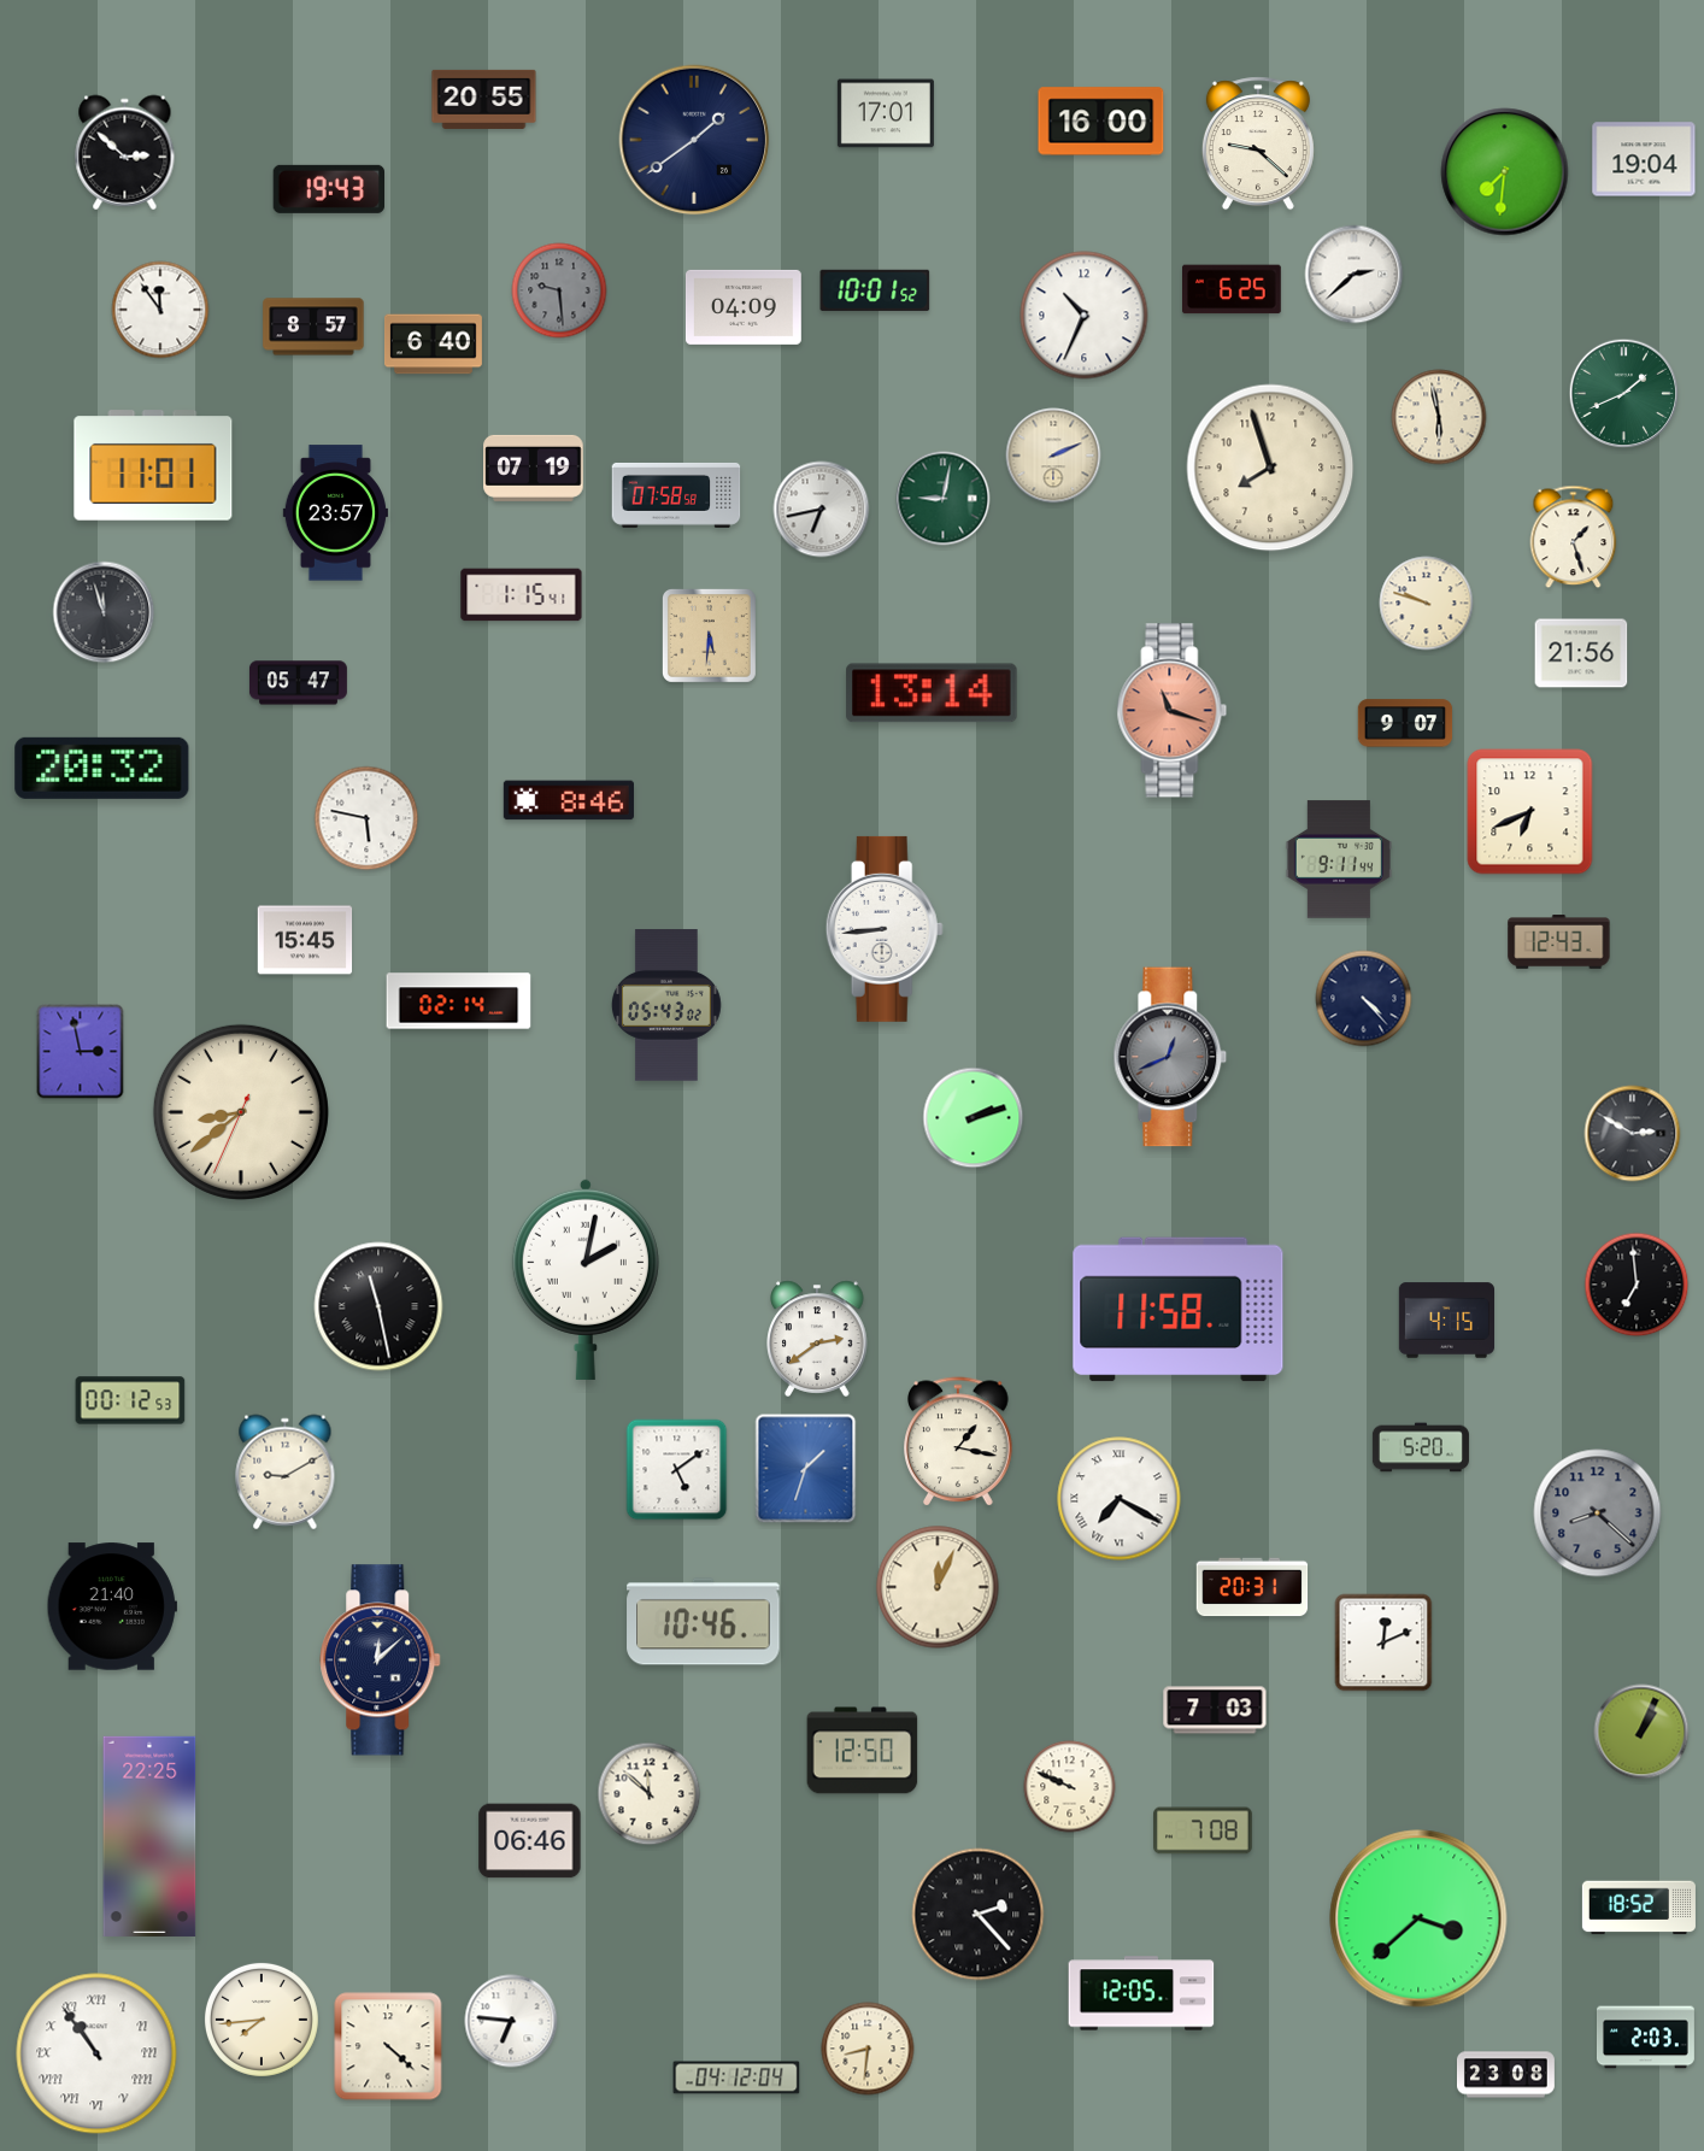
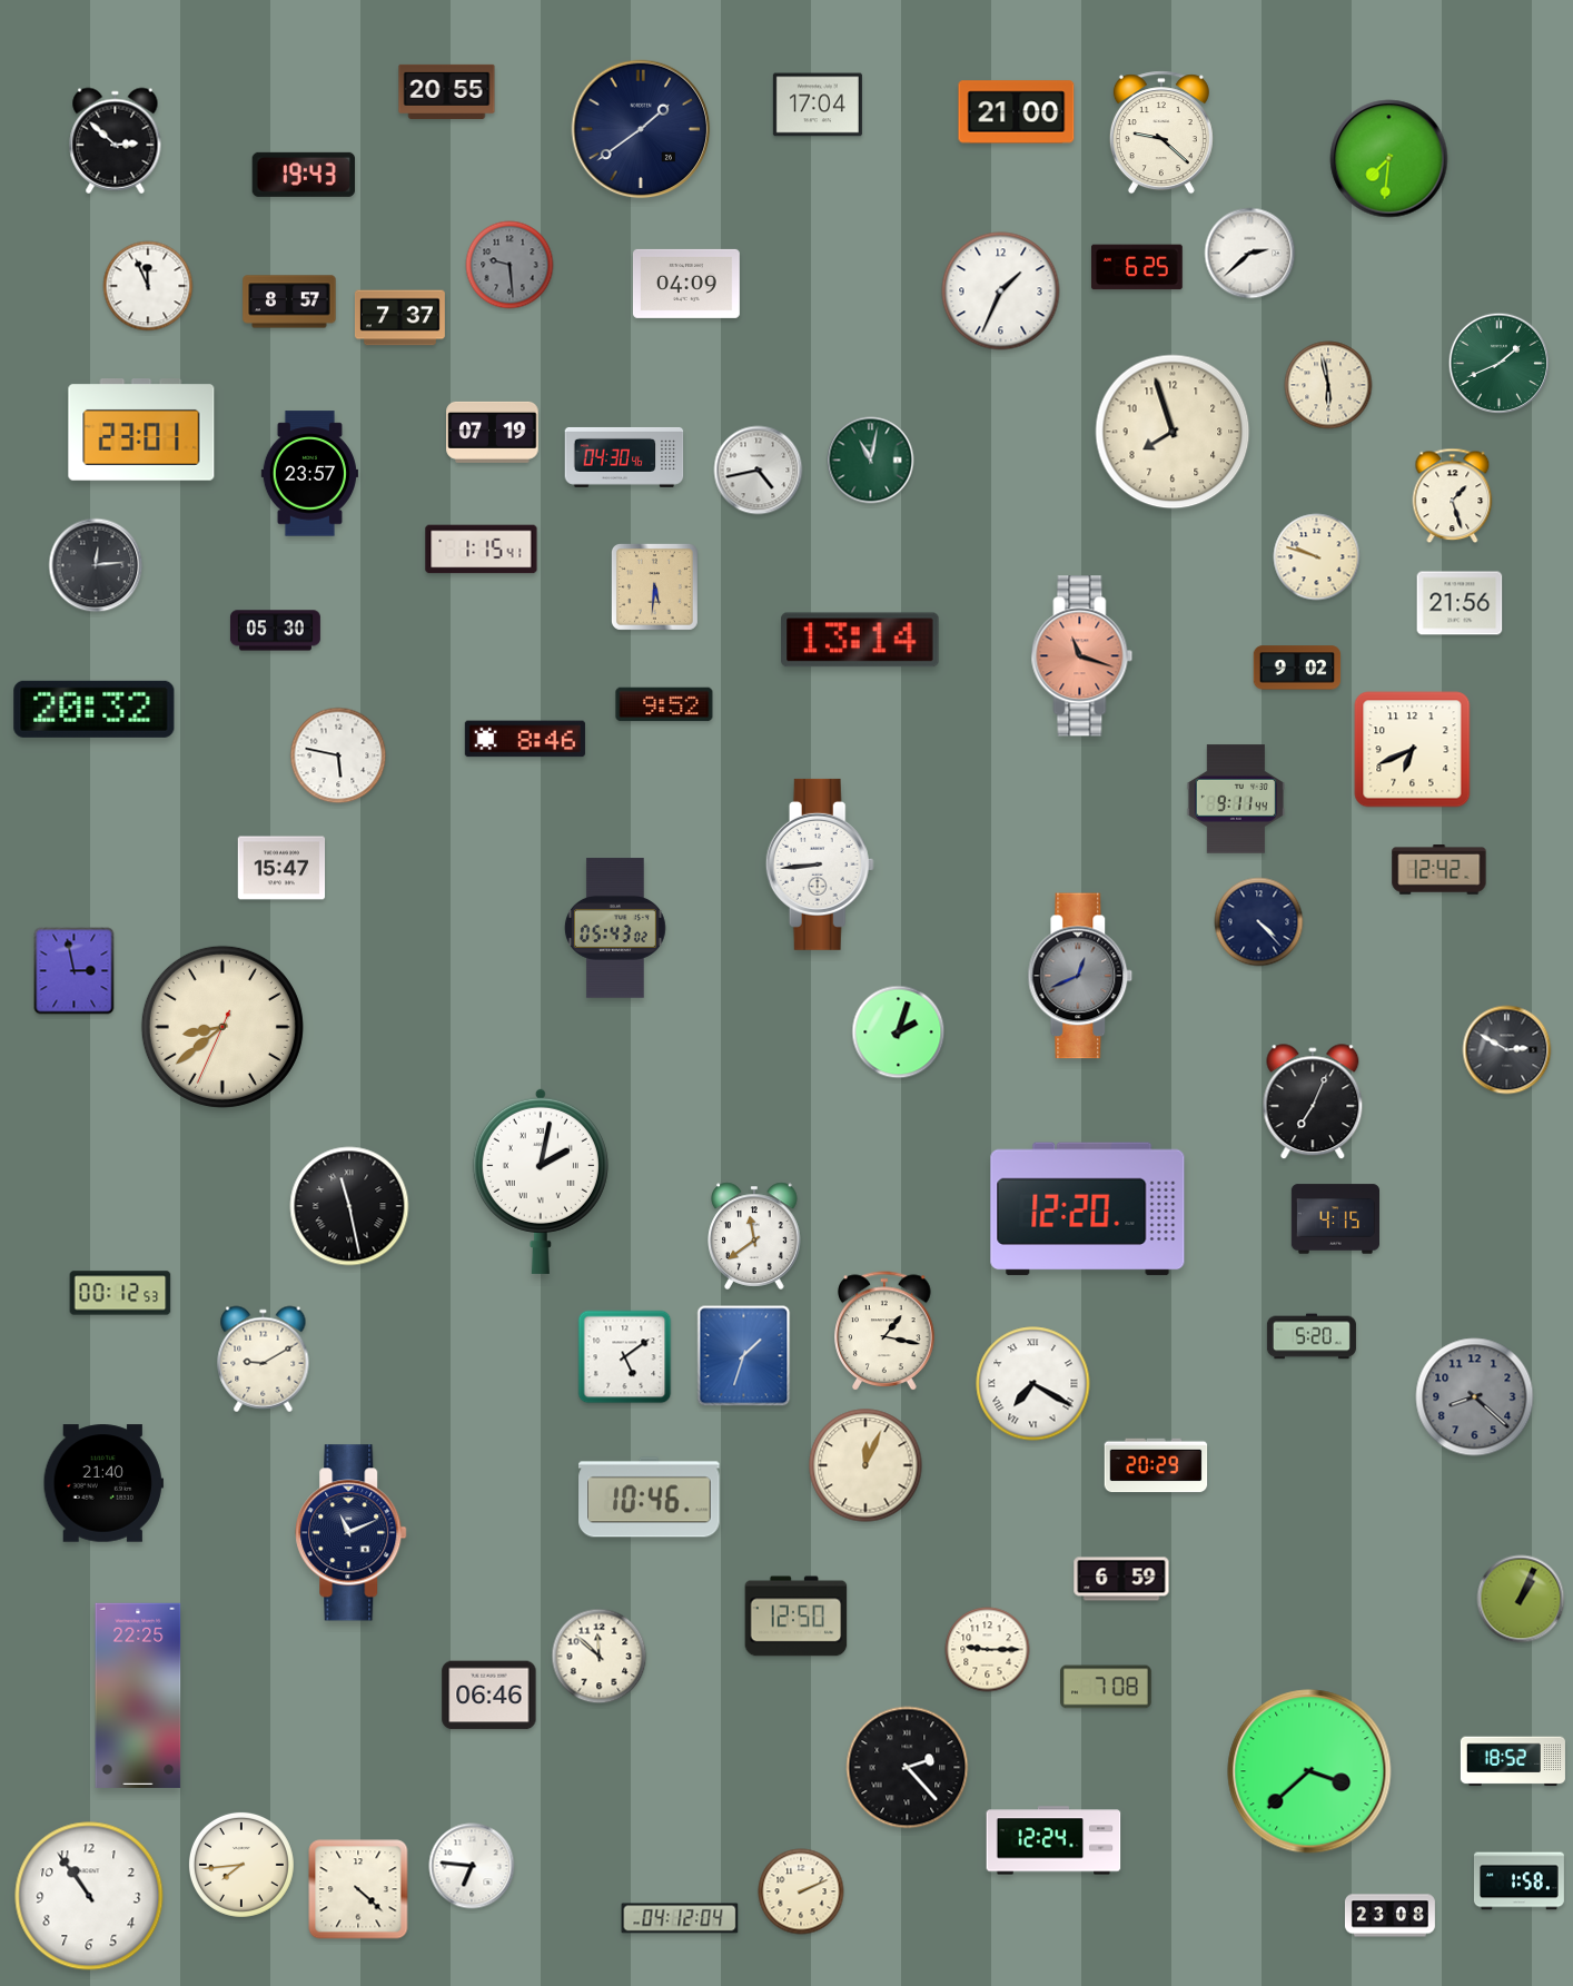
clock at (886, 113): 17:01 -> 17:04
clock at (1101, 122): 16:00 -> 21:00
clock at (1644, 159): 19:04 -> none
clock at (559, 290) position: (559, 290) -> (510, 265)
clock at (875, 290): 10:01 -> none
clock at (160, 310): 11:54 -> 11:56
clock at (1085, 316): 10:34 -> 1:34
clock at (433, 345): 6:40 -> 7:37
clock at (1053, 456): 2:11 -> none
clock at (153, 465): 11:01 -> 23:01
clock at (676, 495): 07:58 -> 04:30
clock at (944, 499): 9:02 -> 11:02
clock at (822, 510): 6:43 -> 4:43
clock at (104, 612): 11:57 -> 12:14
clock at (298, 683): 05:47 -> 05:30
clock at (1405, 723): 9:07 -> 9:02
clock at (664, 704): none -> 9:52
clock at (1338, 859) position: (1338, 859) -> (1235, 799)
clock at (885, 929) position: (885, 929) -> (820, 864)
clock at (305, 940): 15:45 -> 15:47
clock at (1559, 942): 12:43 -> 12:42
clock at (459, 1001): 02:14 -> none
clock at (974, 1118): 2:12 -> 2:03
clock at (1633, 1134) position: (1633, 1134) -> (1507, 1050)
clock at (1313, 1103): none -> 7:04
clock at (1637, 1285): 6:59 -> none
clock at (1179, 1310): 11:58 -> 12:20
clock at (817, 1339): 2:39 -> 11:39
clock at (1252, 1587): 20:31 -> 20:29
clock at (1383, 1642): 12:11 -> none
clock at (381, 1661): 12:08 -> 11:11
clock at (1215, 1710): 7:03 -> 6:59
clock at (1641, 1732) position: (1641, 1732) -> (1521, 1599)
clock at (1070, 1787): 9:49 -> 9:15
clock at (1204, 1830) position: (1204, 1830) -> (1107, 1687)
clock at (530, 1841) position: (530, 1841) -> (489, 1696)
clock at (979, 1915) position: (979, 1915) -> (908, 1768)
clock at (1141, 1993): 12:05 -> 12:24
clock at (1645, 2038): 2:03 -> 1:58
clock at (868, 2049): 8:31 -> 2:11
clock at (96, 2053) numerals: Roman -> Arabic
